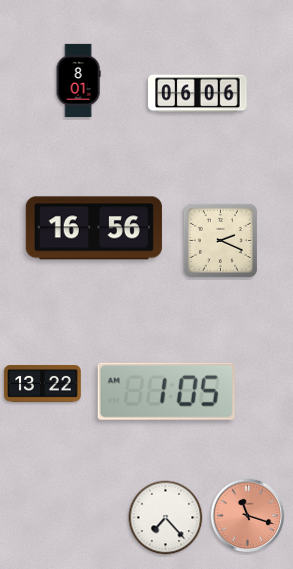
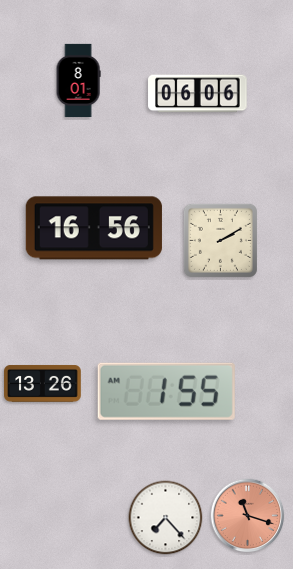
clock at (220, 240): 2:19 -> 2:10
clock at (43, 384): 13:22 -> 13:26
clock at (166, 391): 1:05 -> 1:55
